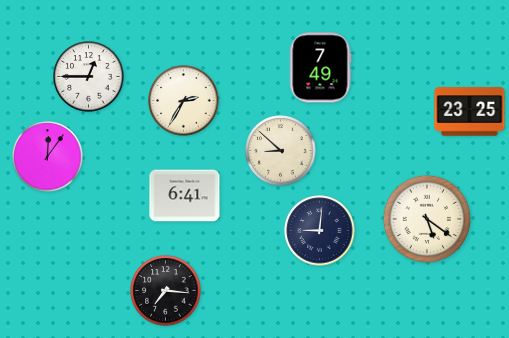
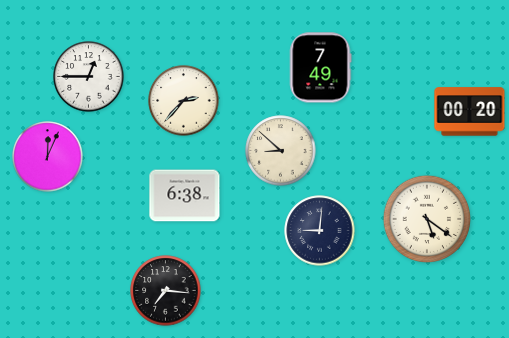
clock at (184, 101): 2:35 -> 2:37
clock at (470, 112): 23:25 -> 00:20
clock at (48, 157): 12:06 -> 12:04
clock at (185, 196): 6:41 -> 6:38
